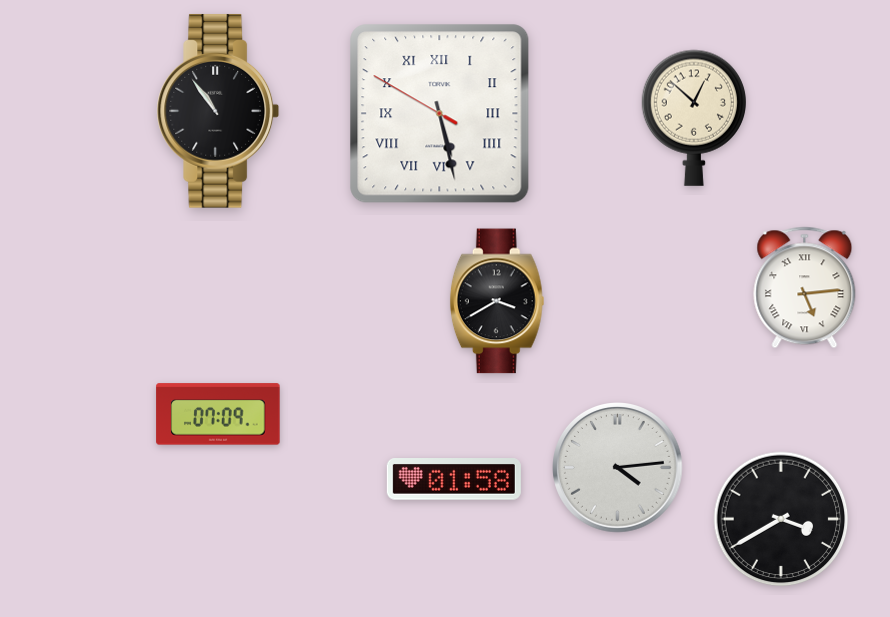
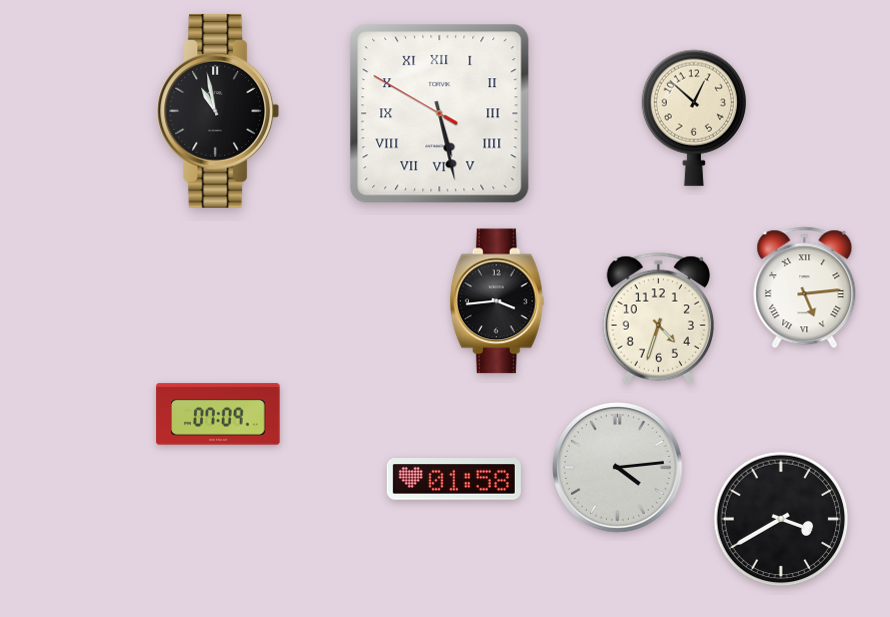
clock at (218, 111): 10:54 -> 10:58
clock at (497, 301): 3:40 -> 3:44
clock at (658, 319): none -> 4:33
